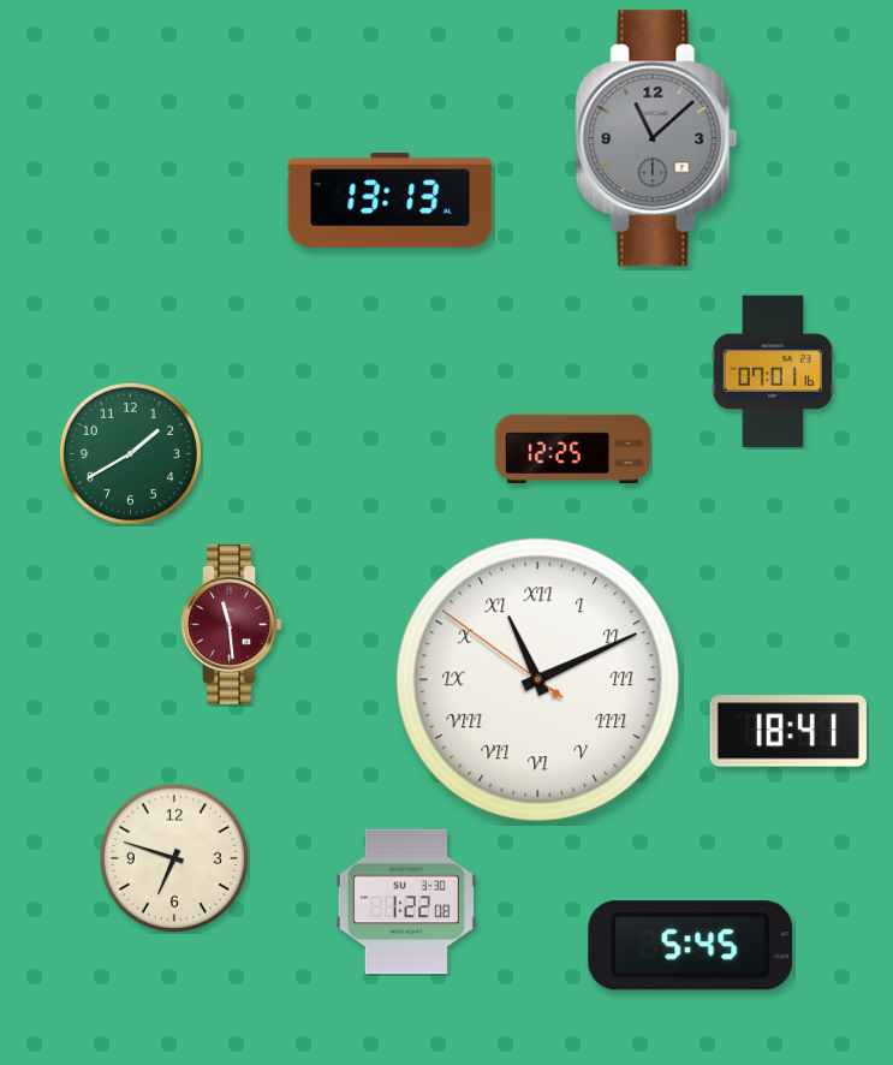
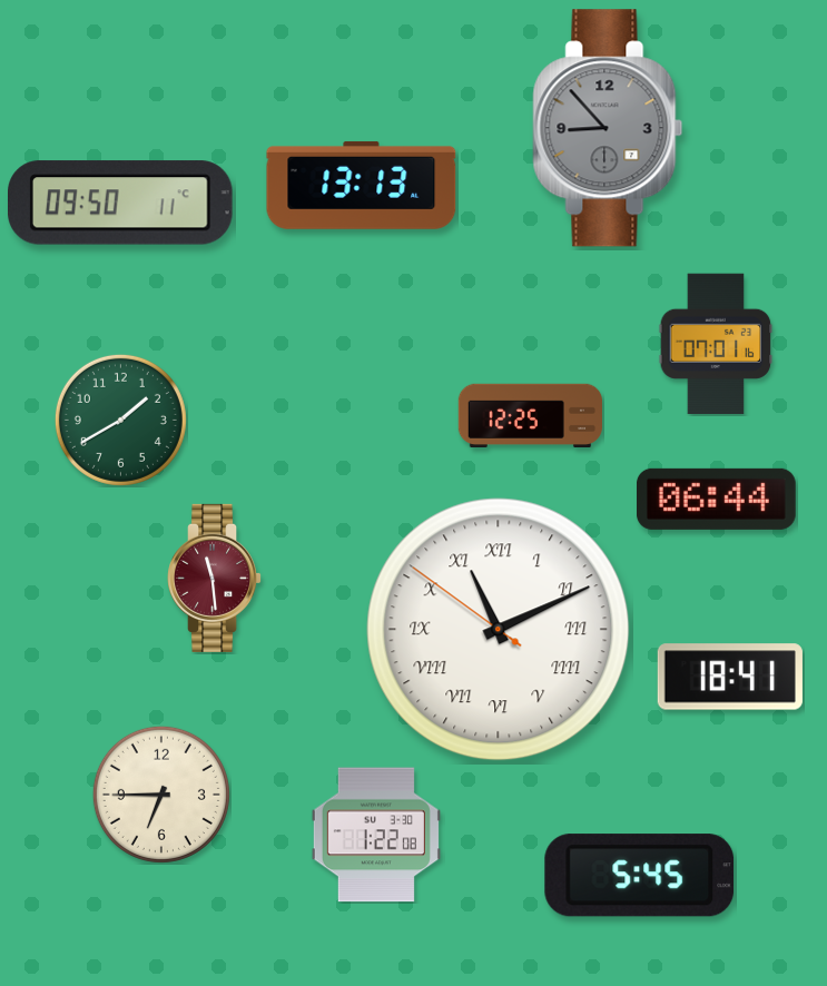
clock at (656, 138): 11:08 -> 8:53
clock at (120, 203): none -> 09:50
clock at (717, 499): none -> 06:44
clock at (174, 858): 6:48 -> 6:45
